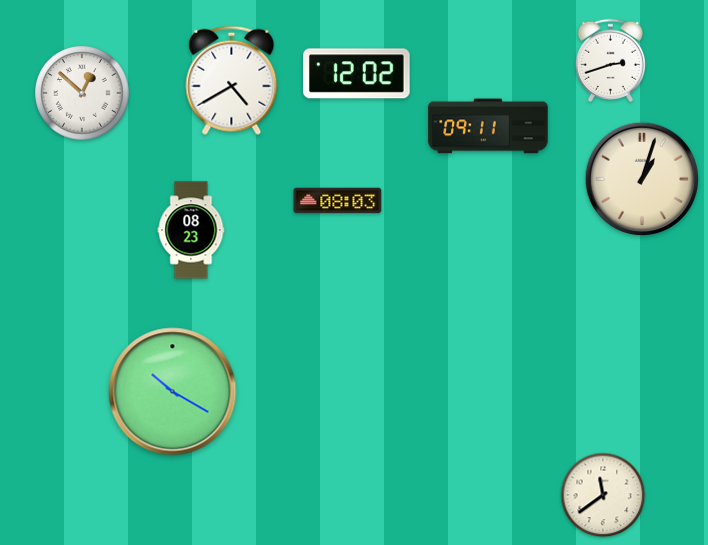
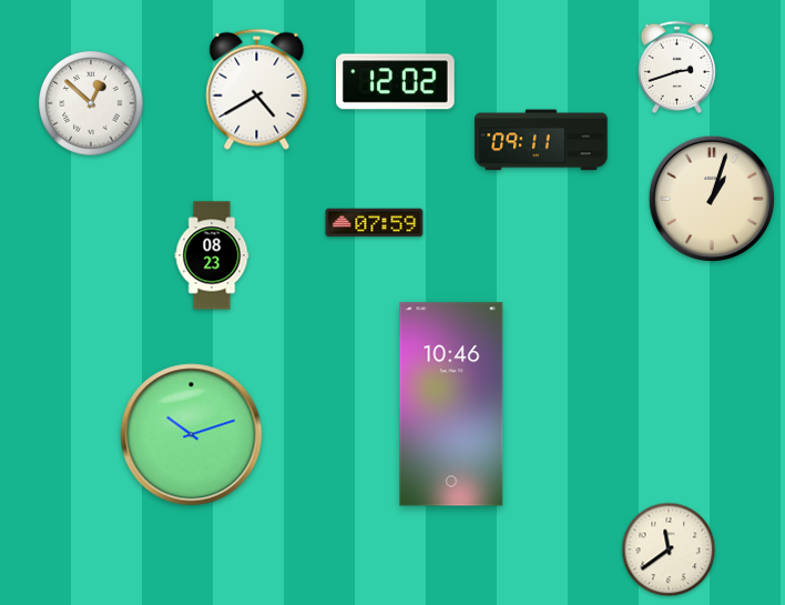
clock at (338, 201): 08:03 -> 07:59
clock at (451, 404): none -> 10:46
clock at (173, 392): 10:20 -> 10:12
